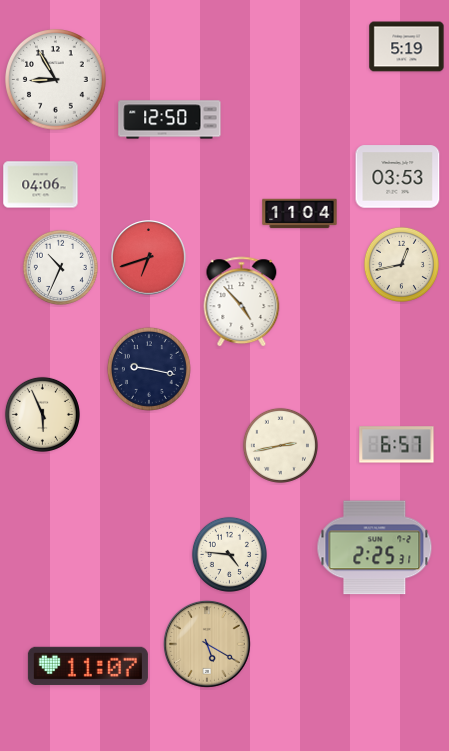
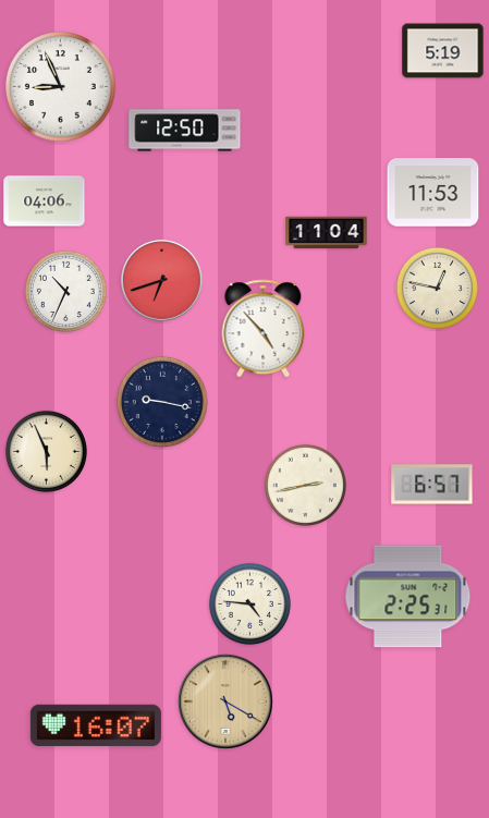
clock at (56, 80): 8:55 -> 8:56
clock at (398, 177): 03:53 -> 11:53
clock at (401, 264): 12:43 -> 12:47
clock at (88, 665): 11:07 -> 16:07
